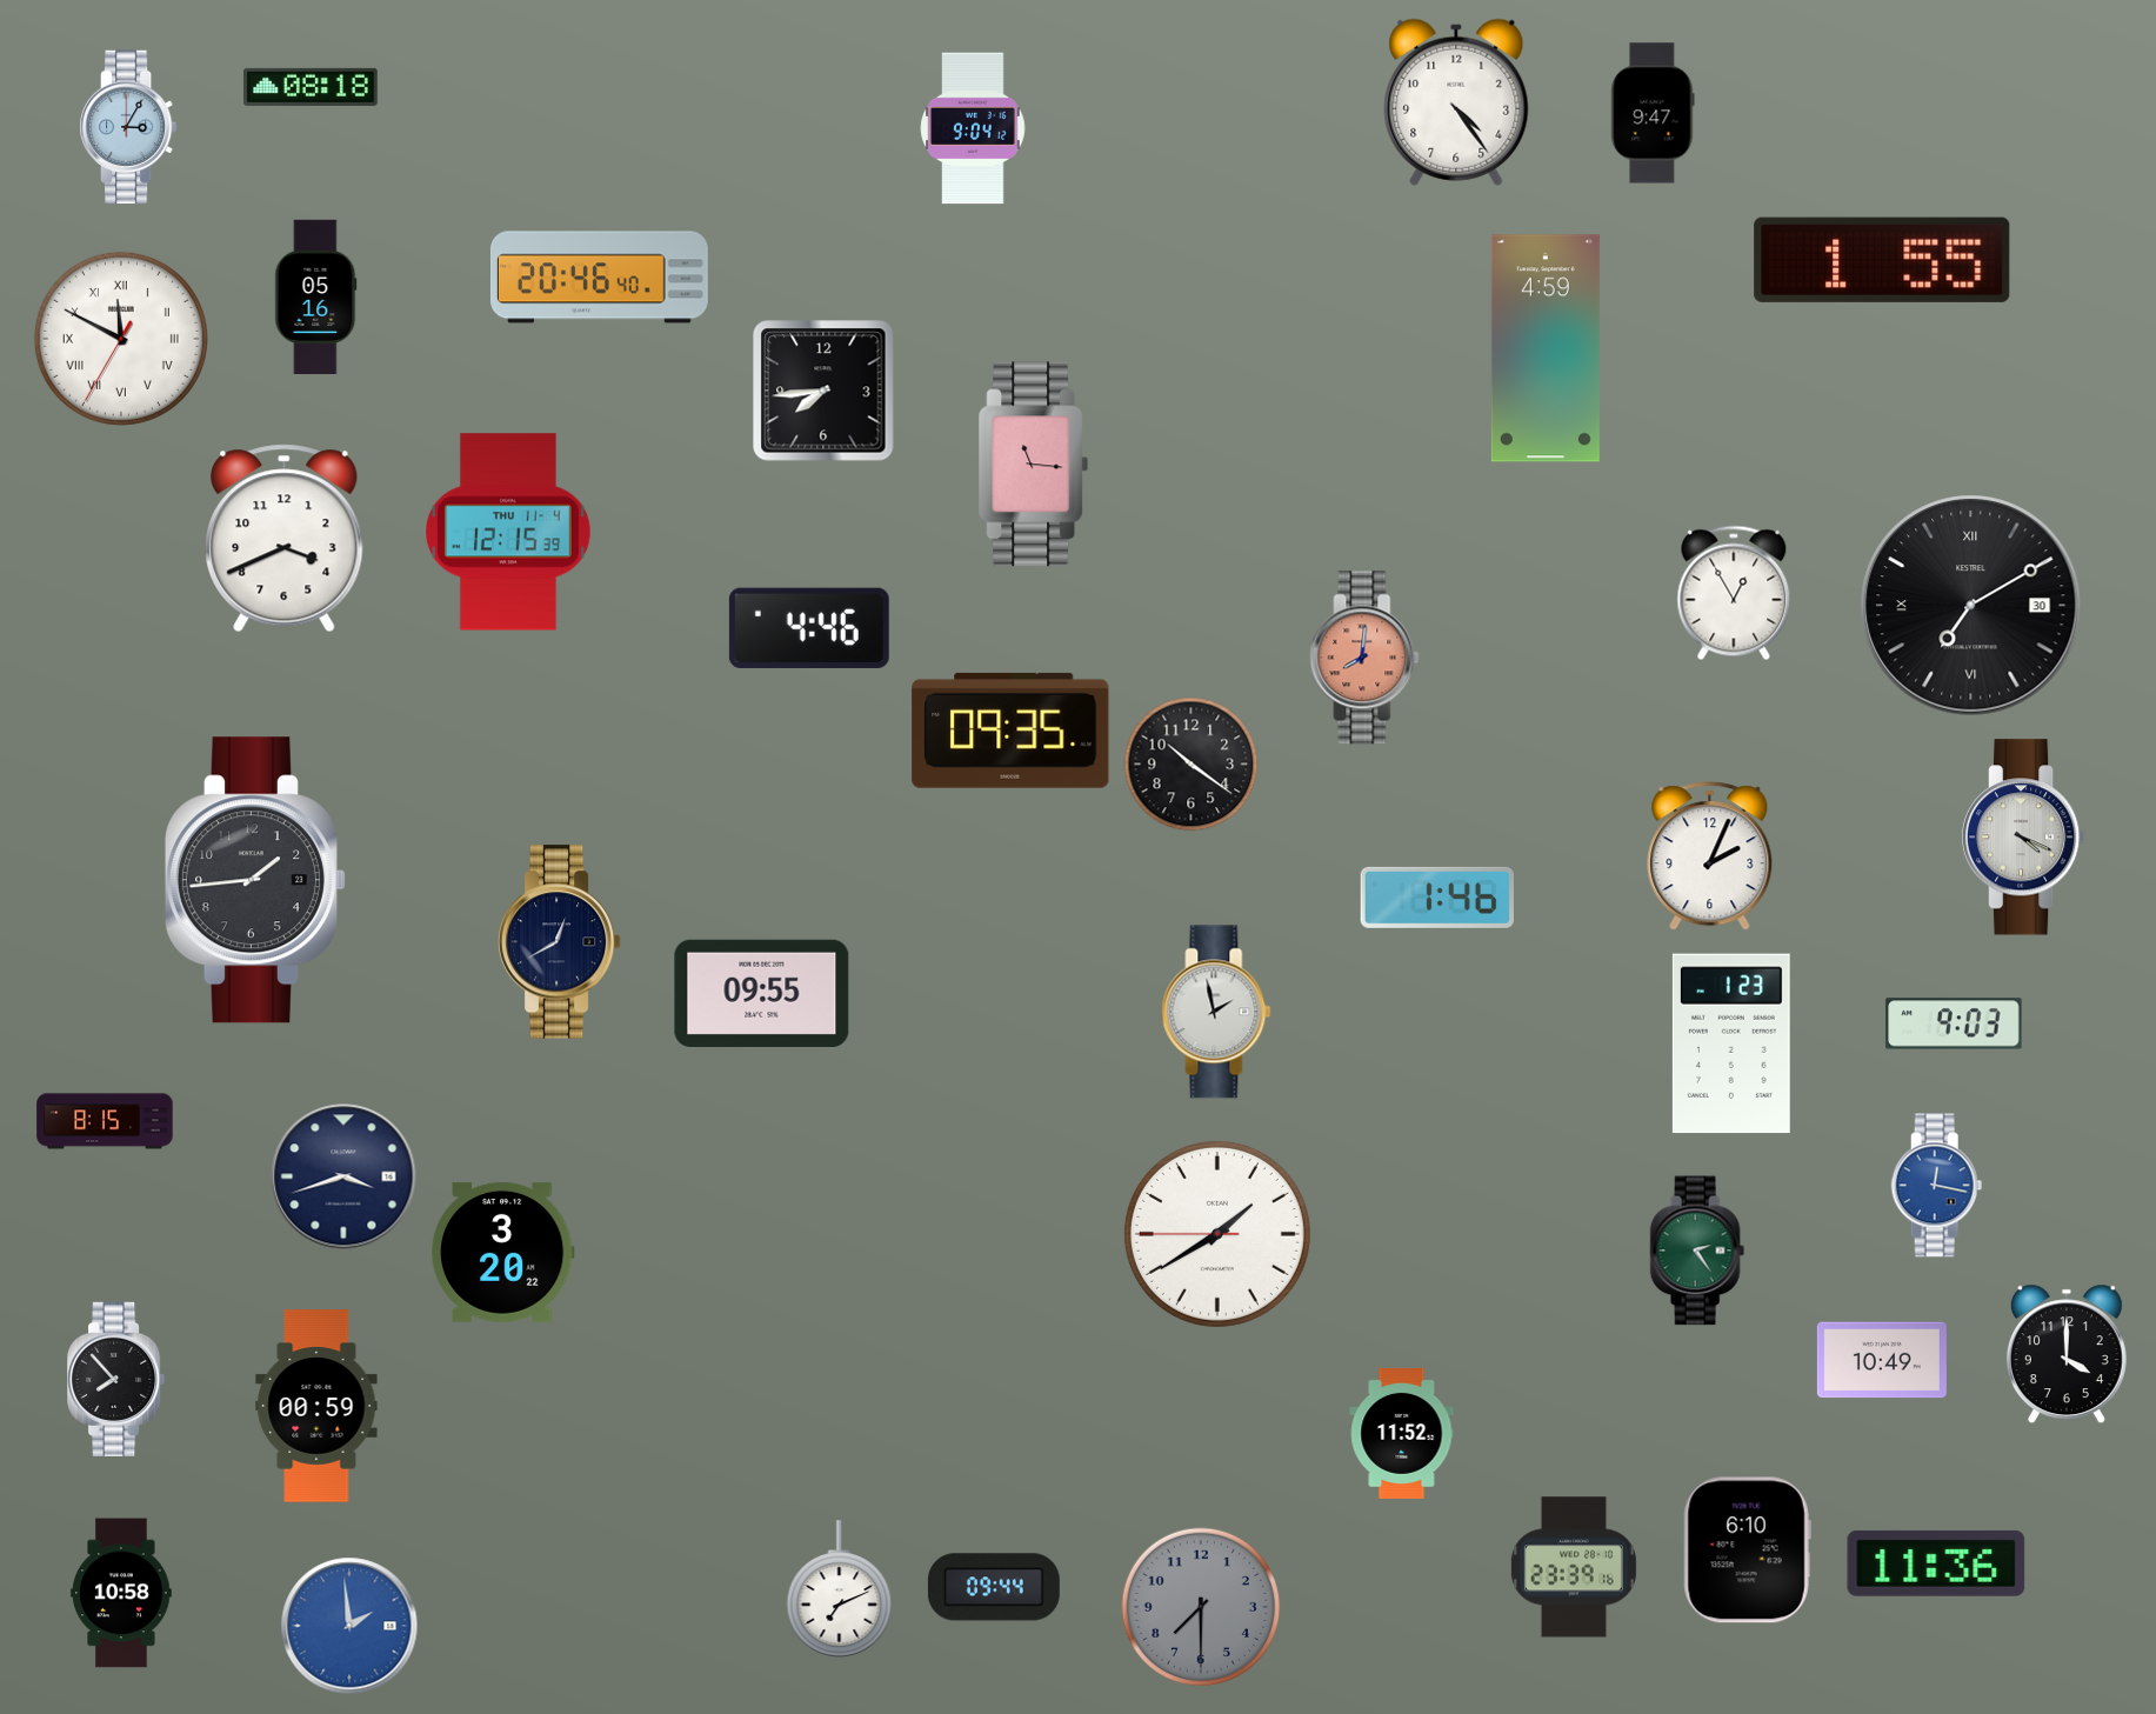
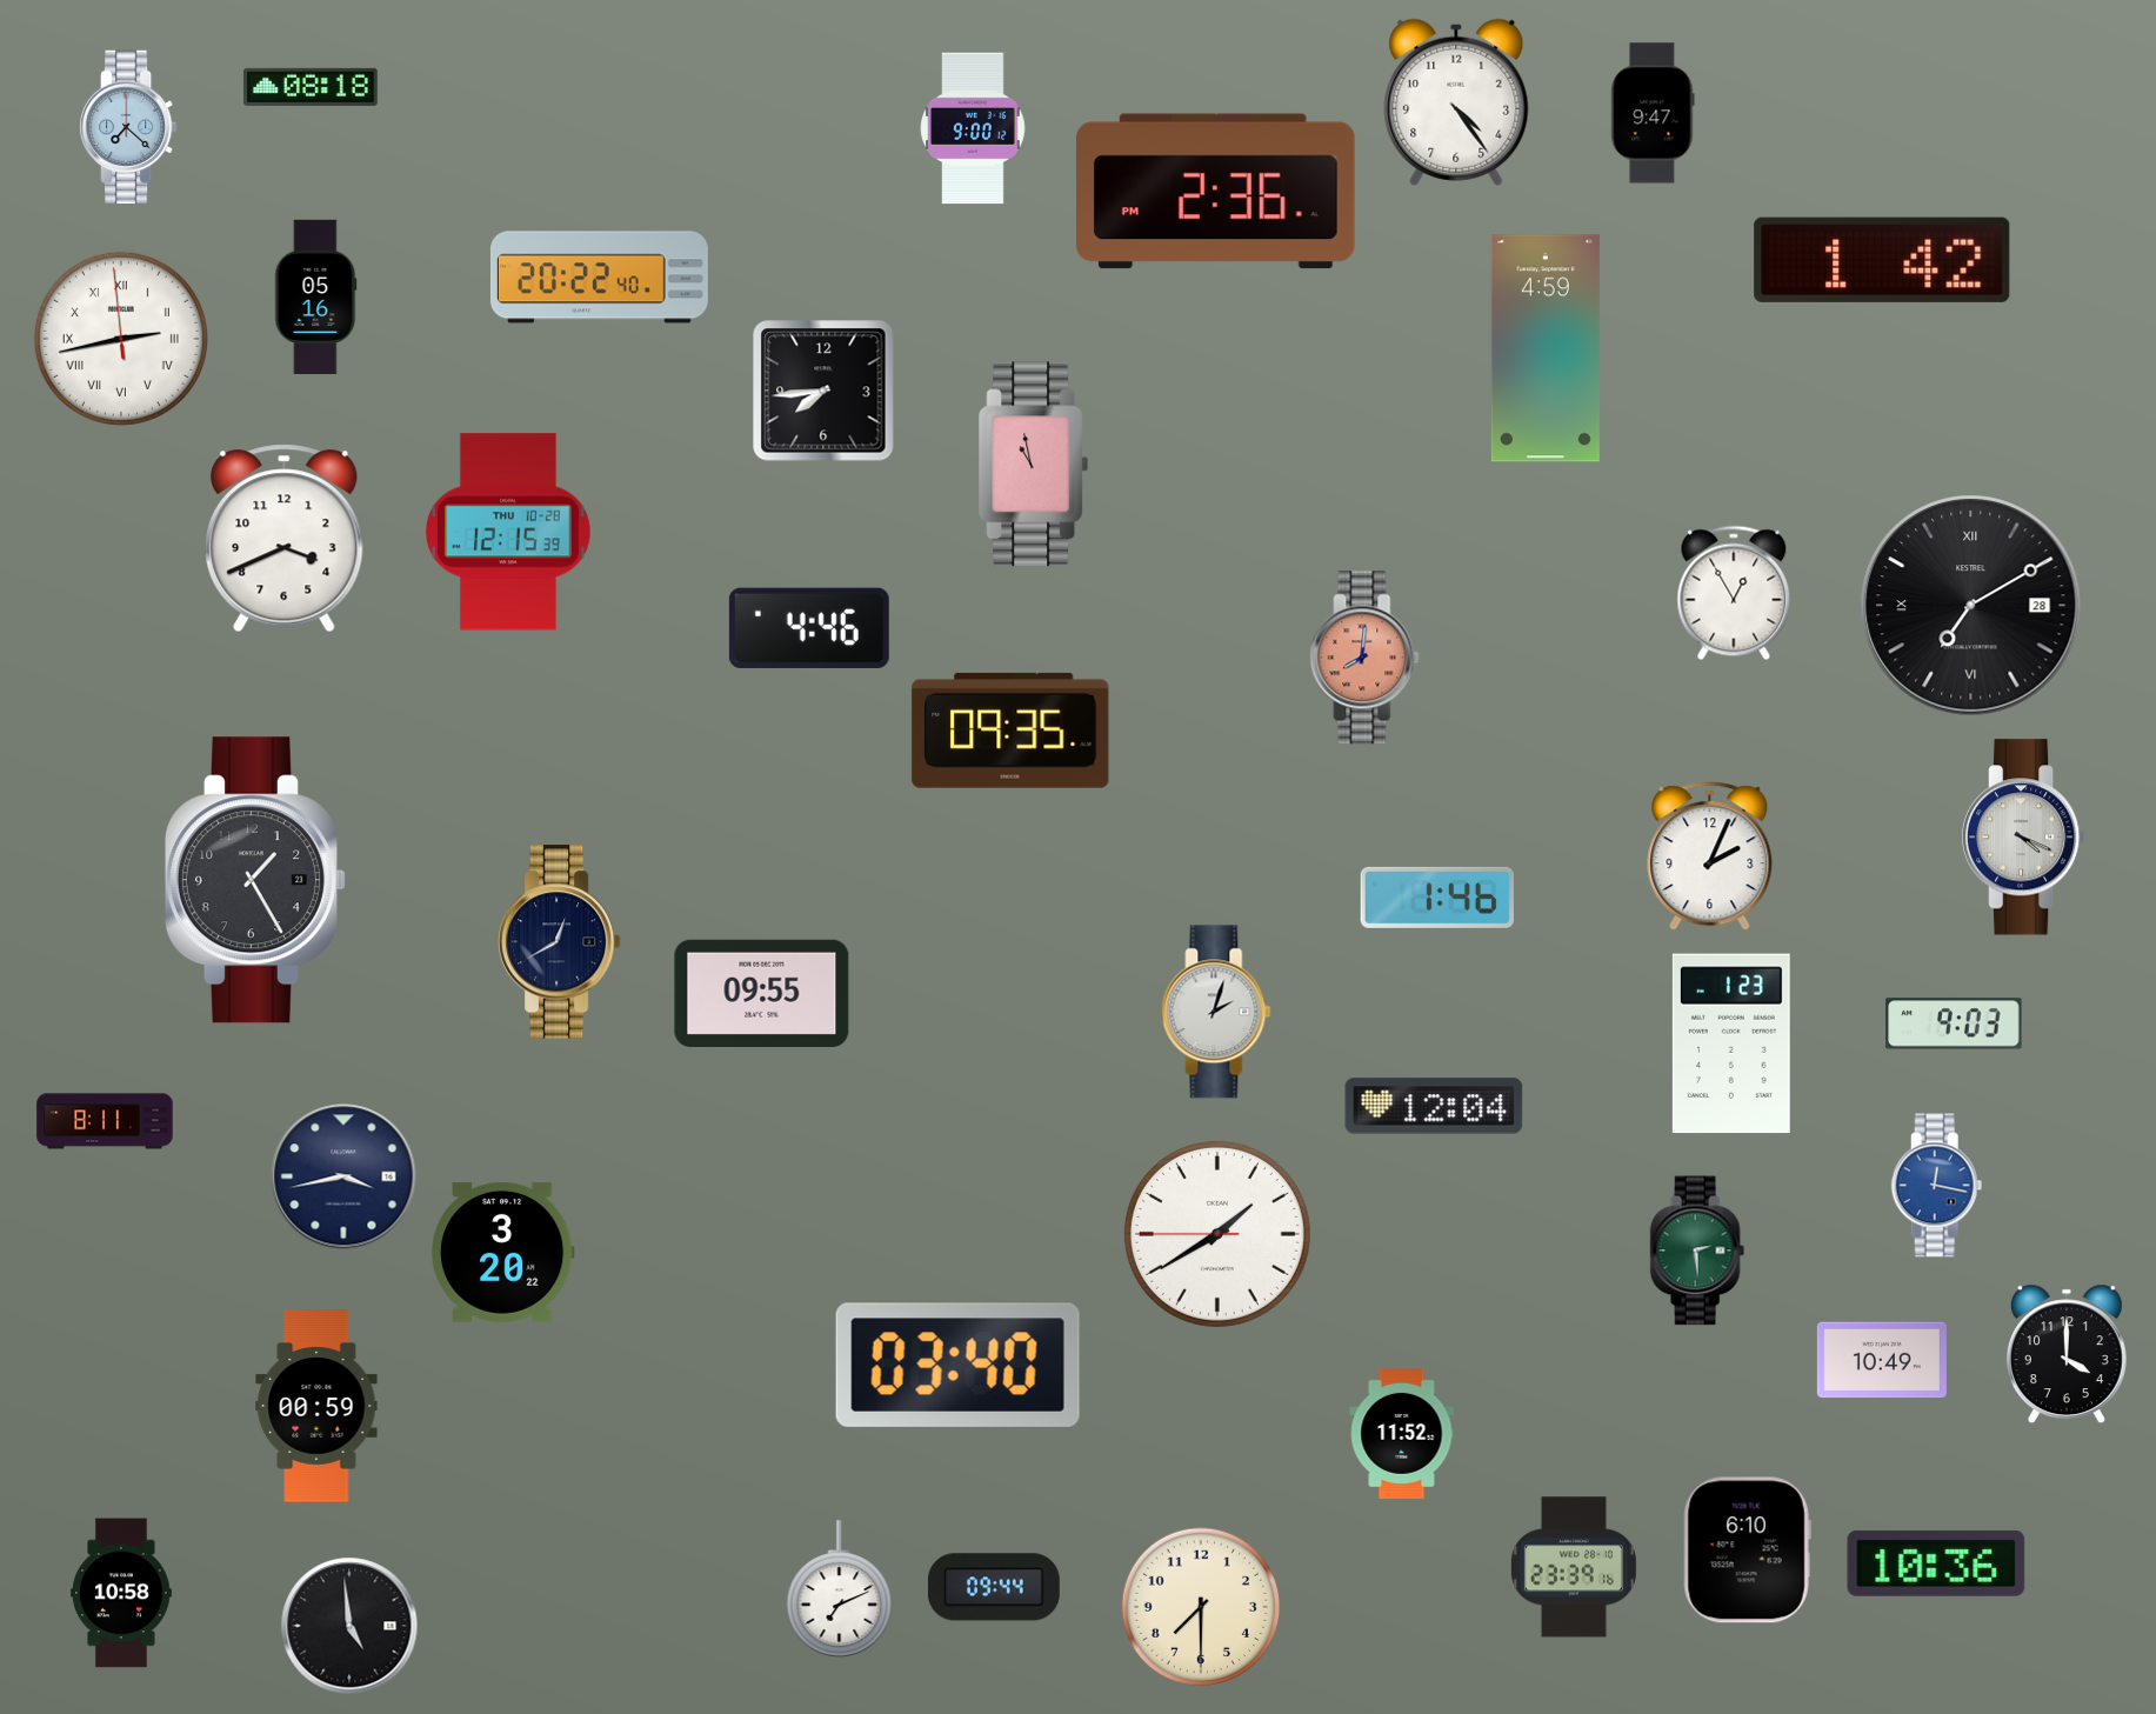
clock at (129, 127): 3:05 -> 7:22
clock at (973, 128): 9:04 -> 9:00
clock at (1216, 192): none -> 2:36
clock at (1882, 260): 1:55 -> 1:42
clock at (599, 278): 20:46 -> 20:22
clock at (121, 339): 11:49 -> 2:42
clock at (1034, 465): 11:16 -> 10:58
clock at (509, 532) date: THU 11-4 -> THU 10-28
clock at (1971, 606) date: 30 -> 28
clock at (1192, 765): 10:21 -> none
clock at (255, 880): 1:44 -> 1:25
clock at (1216, 1012): 1:58 -> 2:03
clock at (1434, 1106): none -> 12:04
clock at (105, 1121): 8:15 -> 8:11
clock at (343, 1176): 3:42 -> 3:43
clock at (1697, 1251): 2:24 -> 2:29
clock at (957, 1365): none -> 03:40
clock at (118, 1379): 7:53 -> none
clock at (1936, 1563): 11:36 -> 10:36
clock at (1201, 1607) dial: grey -> cream
clock at (349, 1626): 1:59 -> 4:59
clock at (349, 1626) dial: blue -> black
